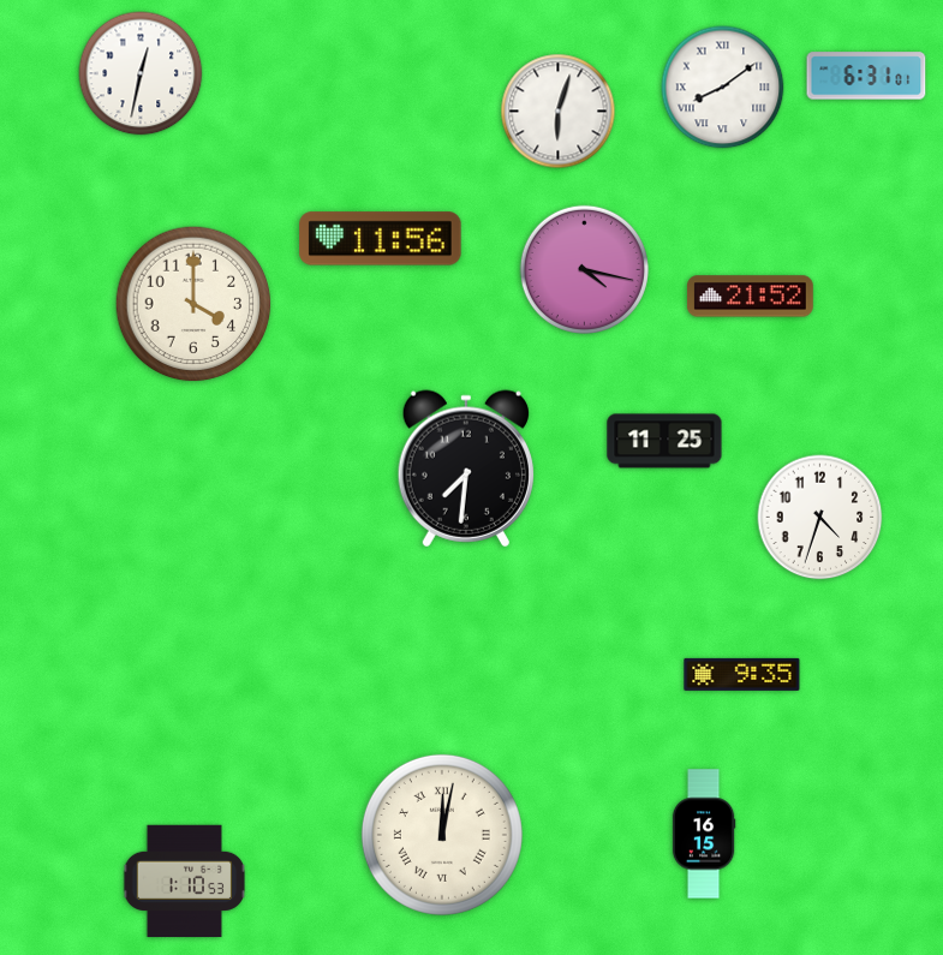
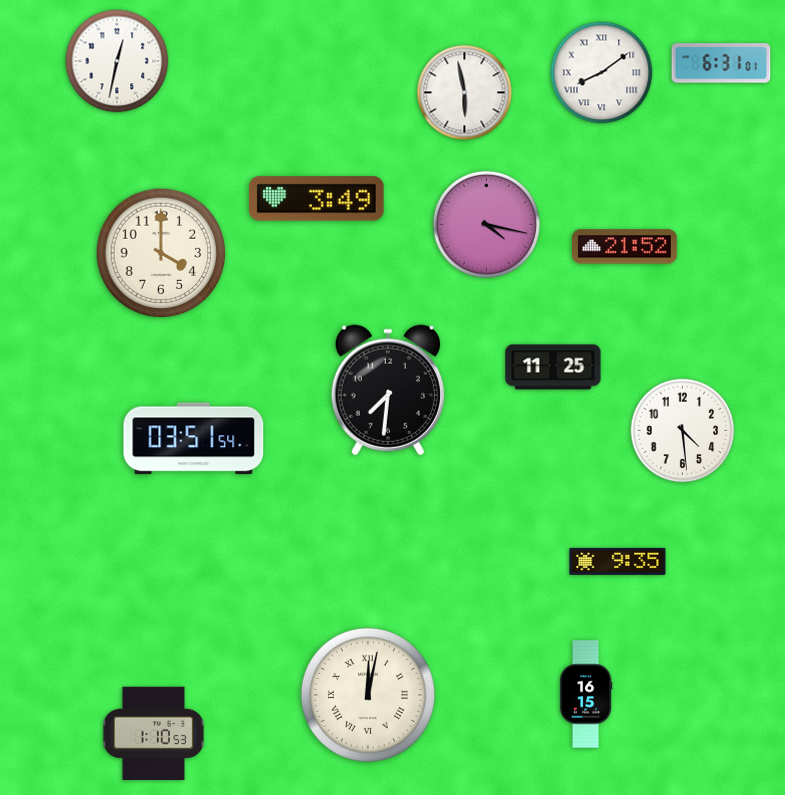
clock at (559, 112): 6:03 -> 5:58
clock at (381, 239): 11:56 -> 3:49
clock at (820, 518): 4:33 -> 4:29
clock at (194, 439): none -> 03:51
